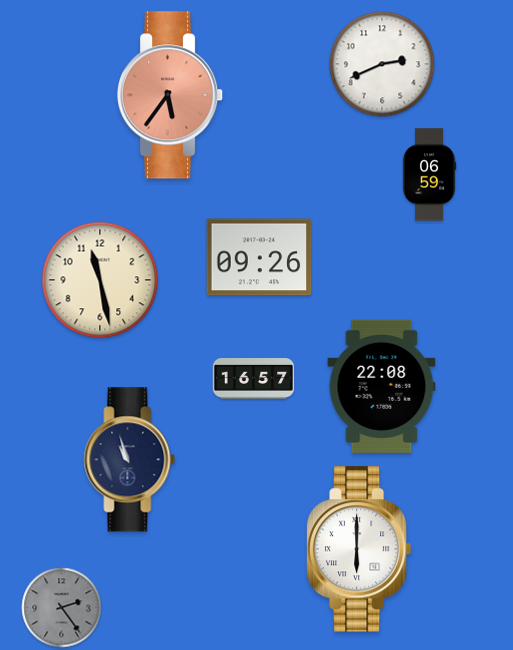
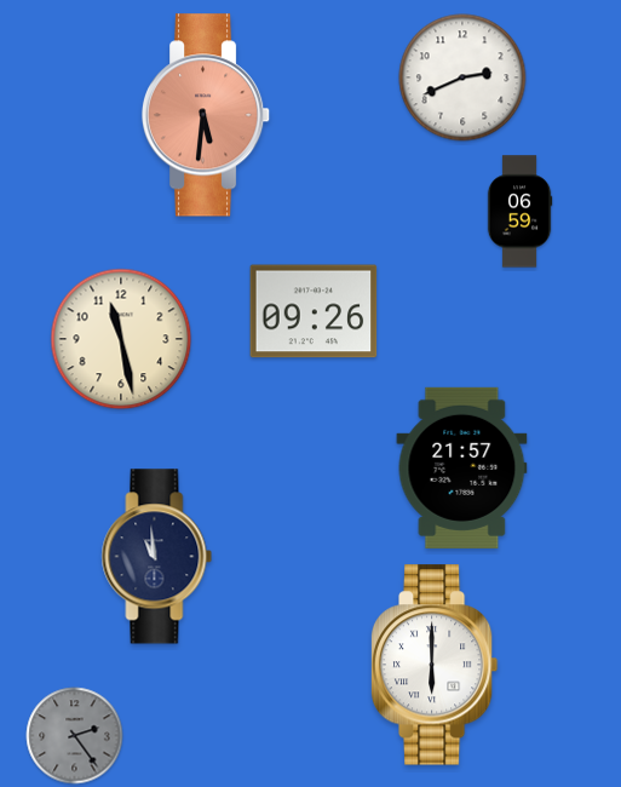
clock at (170, 95): 5:36 -> 5:31
clock at (254, 379): 16:57 -> none
clock at (382, 386): 22:08 -> 21:57
clock at (130, 460): 10:57 -> 10:59
